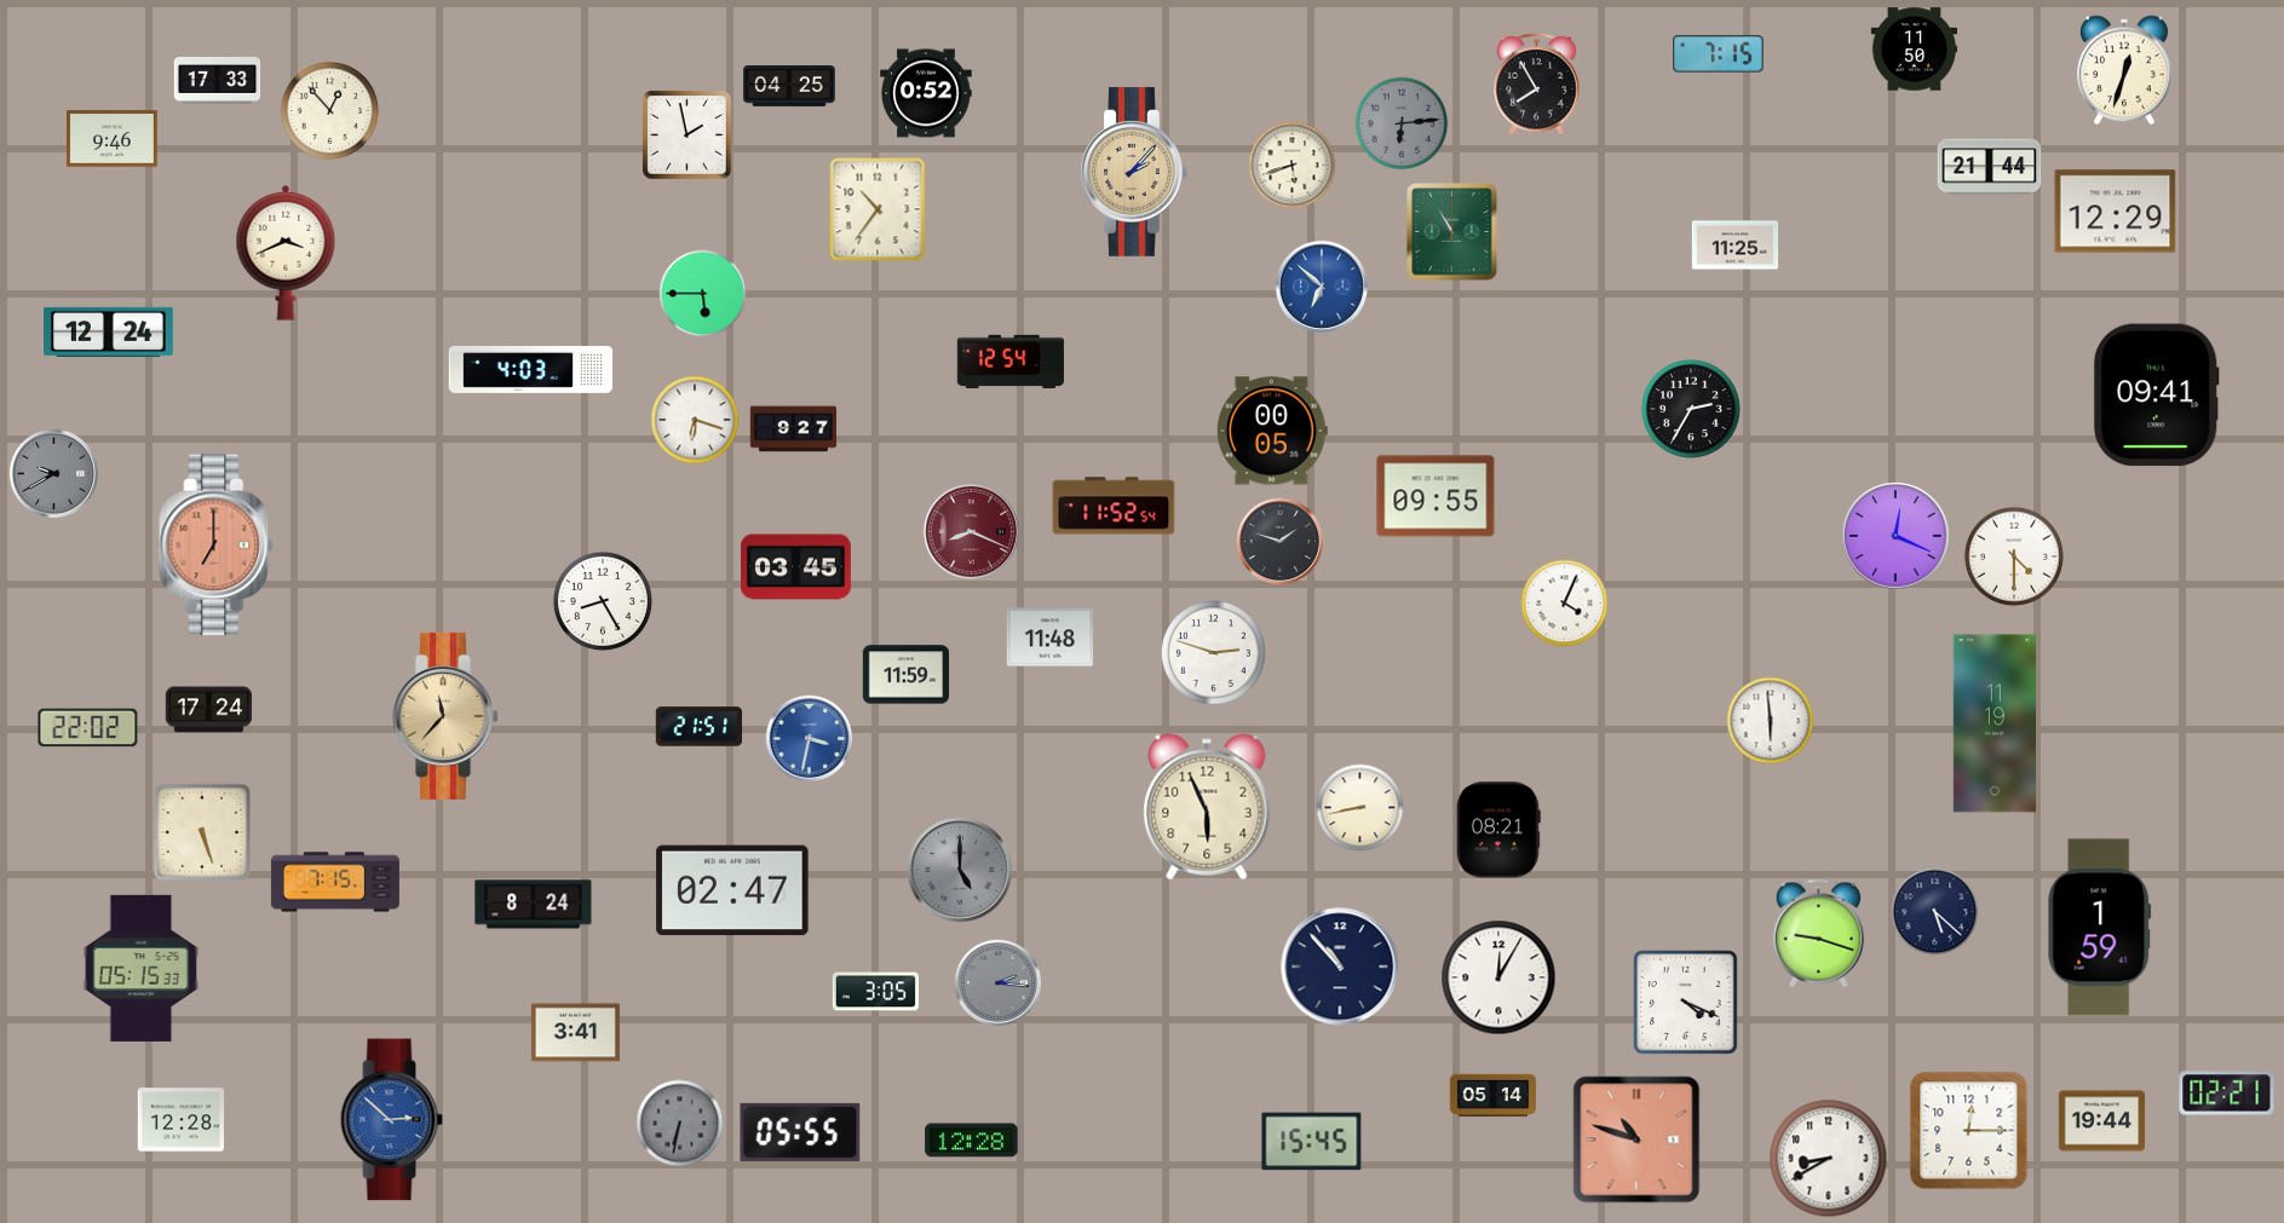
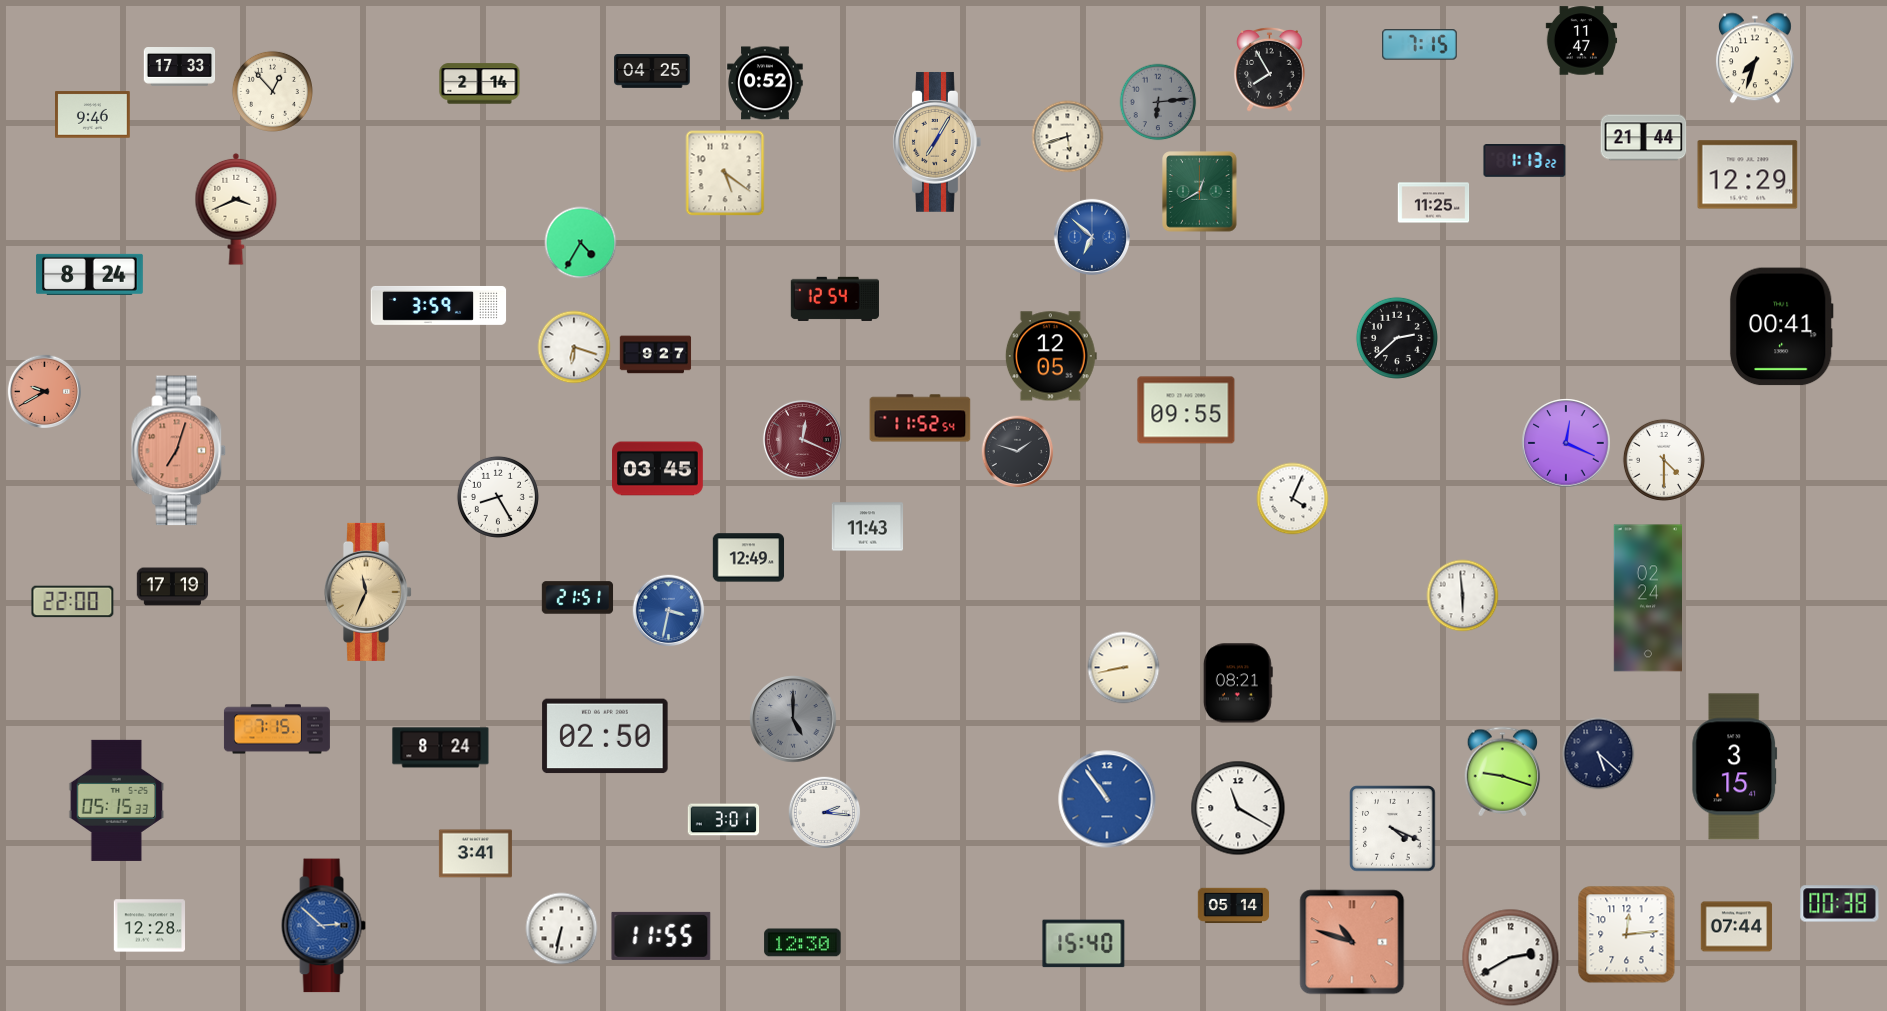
clock at (1915, 50): 11:50 -> 11:47
clock at (2124, 70): 12:33 -> 7:33
clock at (926, 93) position: (926, 93) -> (765, 83)
clock at (480, 84): none -> 2:14
clock at (686, 134): 1:58 -> none
clock at (1134, 172): 2:07 -> 7:05
clock at (1525, 161): none -> 1:13
clock at (878, 209): 10:36 -> 5:21
clock at (1452, 232): 10:55 -> 12:40
clock at (703, 294): 5:45 -> 4:35
clock at (109, 331): 12:24 -> 8:24
clock at (531, 369): 4:03 -> 3:59
clock at (2156, 396): 09:41 -> 00:41
clock at (1691, 409): 2:35 -> 2:38
clock at (1272, 431): 00:05 -> 12:05
clock at (53, 473) dial: grey -> salmon
clock at (971, 531): 8:19 -> 12:19
clock at (1281, 542) position: (1281, 542) -> (1018, 452)
clock at (217, 546): 7:00 -> 7:03
clock at (1051, 638): 11:48 -> 11:43
clock at (1214, 653): 2:48 -> none
clock at (907, 675): 11:59 -> 12:49
clock at (209, 710): 17:24 -> 17:19
clock at (445, 716): 11:37 -> 11:34
clock at (1994, 723): 11:19 -> 02:24
clock at (700, 727) position: (700, 727) -> (578, 598)
clock at (88, 728): 22:02 -> 22:00
clock at (1207, 807): 5:56 -> none
clock at (1498, 830) position: (1498, 830) -> (1238, 683)
clock at (202, 832): 5:27 -> none
clock at (732, 890): 02:47 -> 02:50
clock at (2100, 928): 1:59 -> 3:15
clock at (1340, 967): 10:53 -> 10:54
clock at (1340, 967) dial: navy -> blue
clock at (1498, 977): 12:05 -> 11:20
clock at (999, 983) dial: grey -> white
clock at (876, 992): 3:05 -> 3:01
clock at (2227, 1094): 02:21 -> 00:38
clock at (2102, 1121): 19:44 -> 07:44
clock at (680, 1124) dial: grey -> white
clock at (1969, 1131): 12:15 -> 12:14
clock at (800, 1132): 05:55 -> 11:55
clock at (972, 1141): 12:28 -> 12:30
clock at (1312, 1142): 15:45 -> 15:40
clock at (1829, 1159): 8:40 -> 2:40
